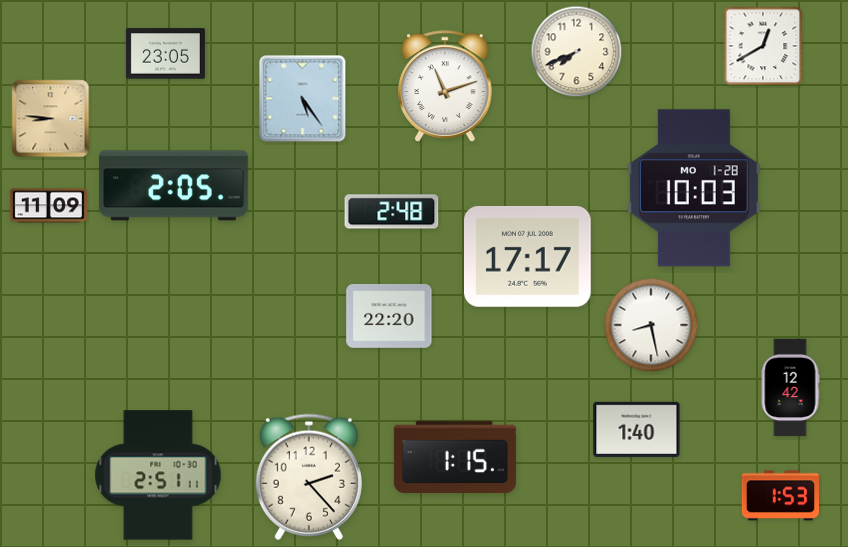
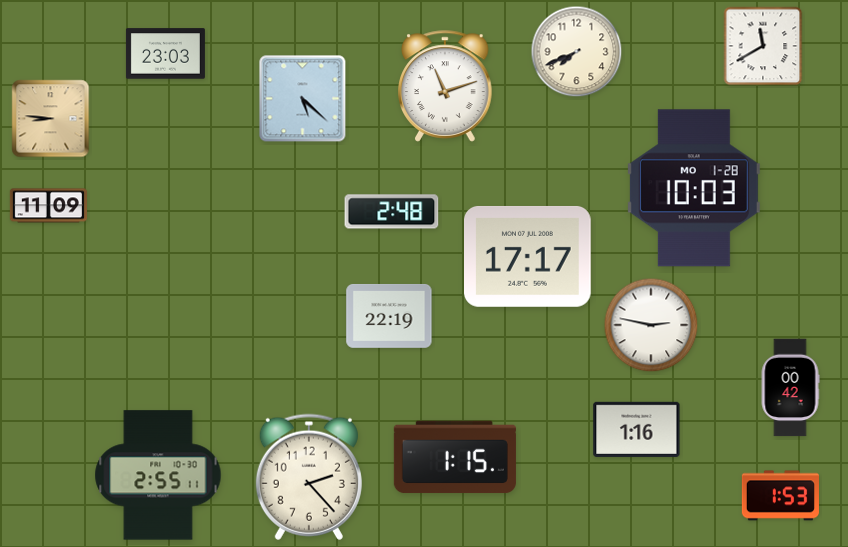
clock at (763, 46): 12:40 -> 11:40
clock at (165, 54): 23:05 -> 23:03
clock at (303, 99): 5:24 -> 5:22
clock at (174, 186): 2:05 -> none
clock at (389, 316): 22:20 -> 22:19
clock at (651, 325): 8:28 -> 2:47
clock at (790, 388): 12:42 -> 00:42
clock at (637, 429): 1:40 -> 1:16
clock at (158, 475): 2:51 -> 2:55
